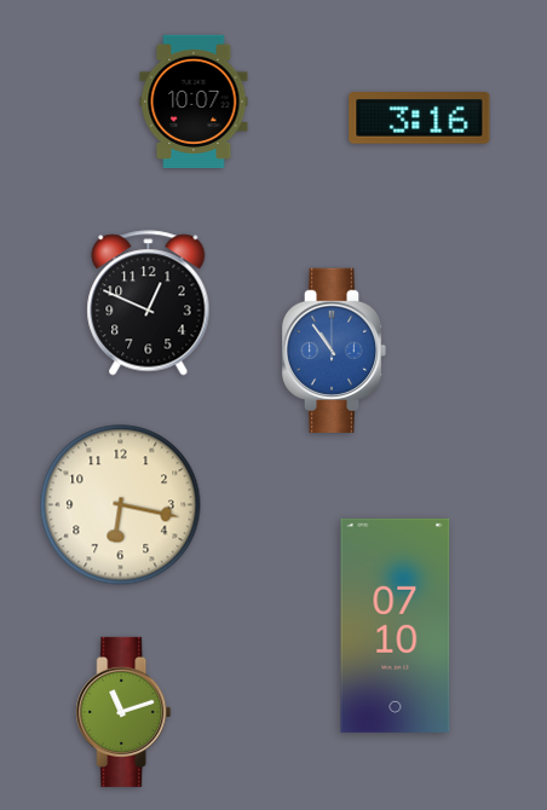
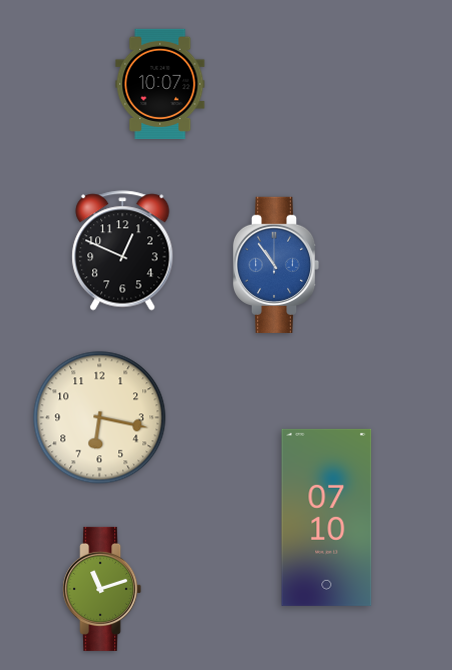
clock at (420, 118): 3:16 -> none
clock at (334, 351) position: (334, 351) -> (276, 265)
